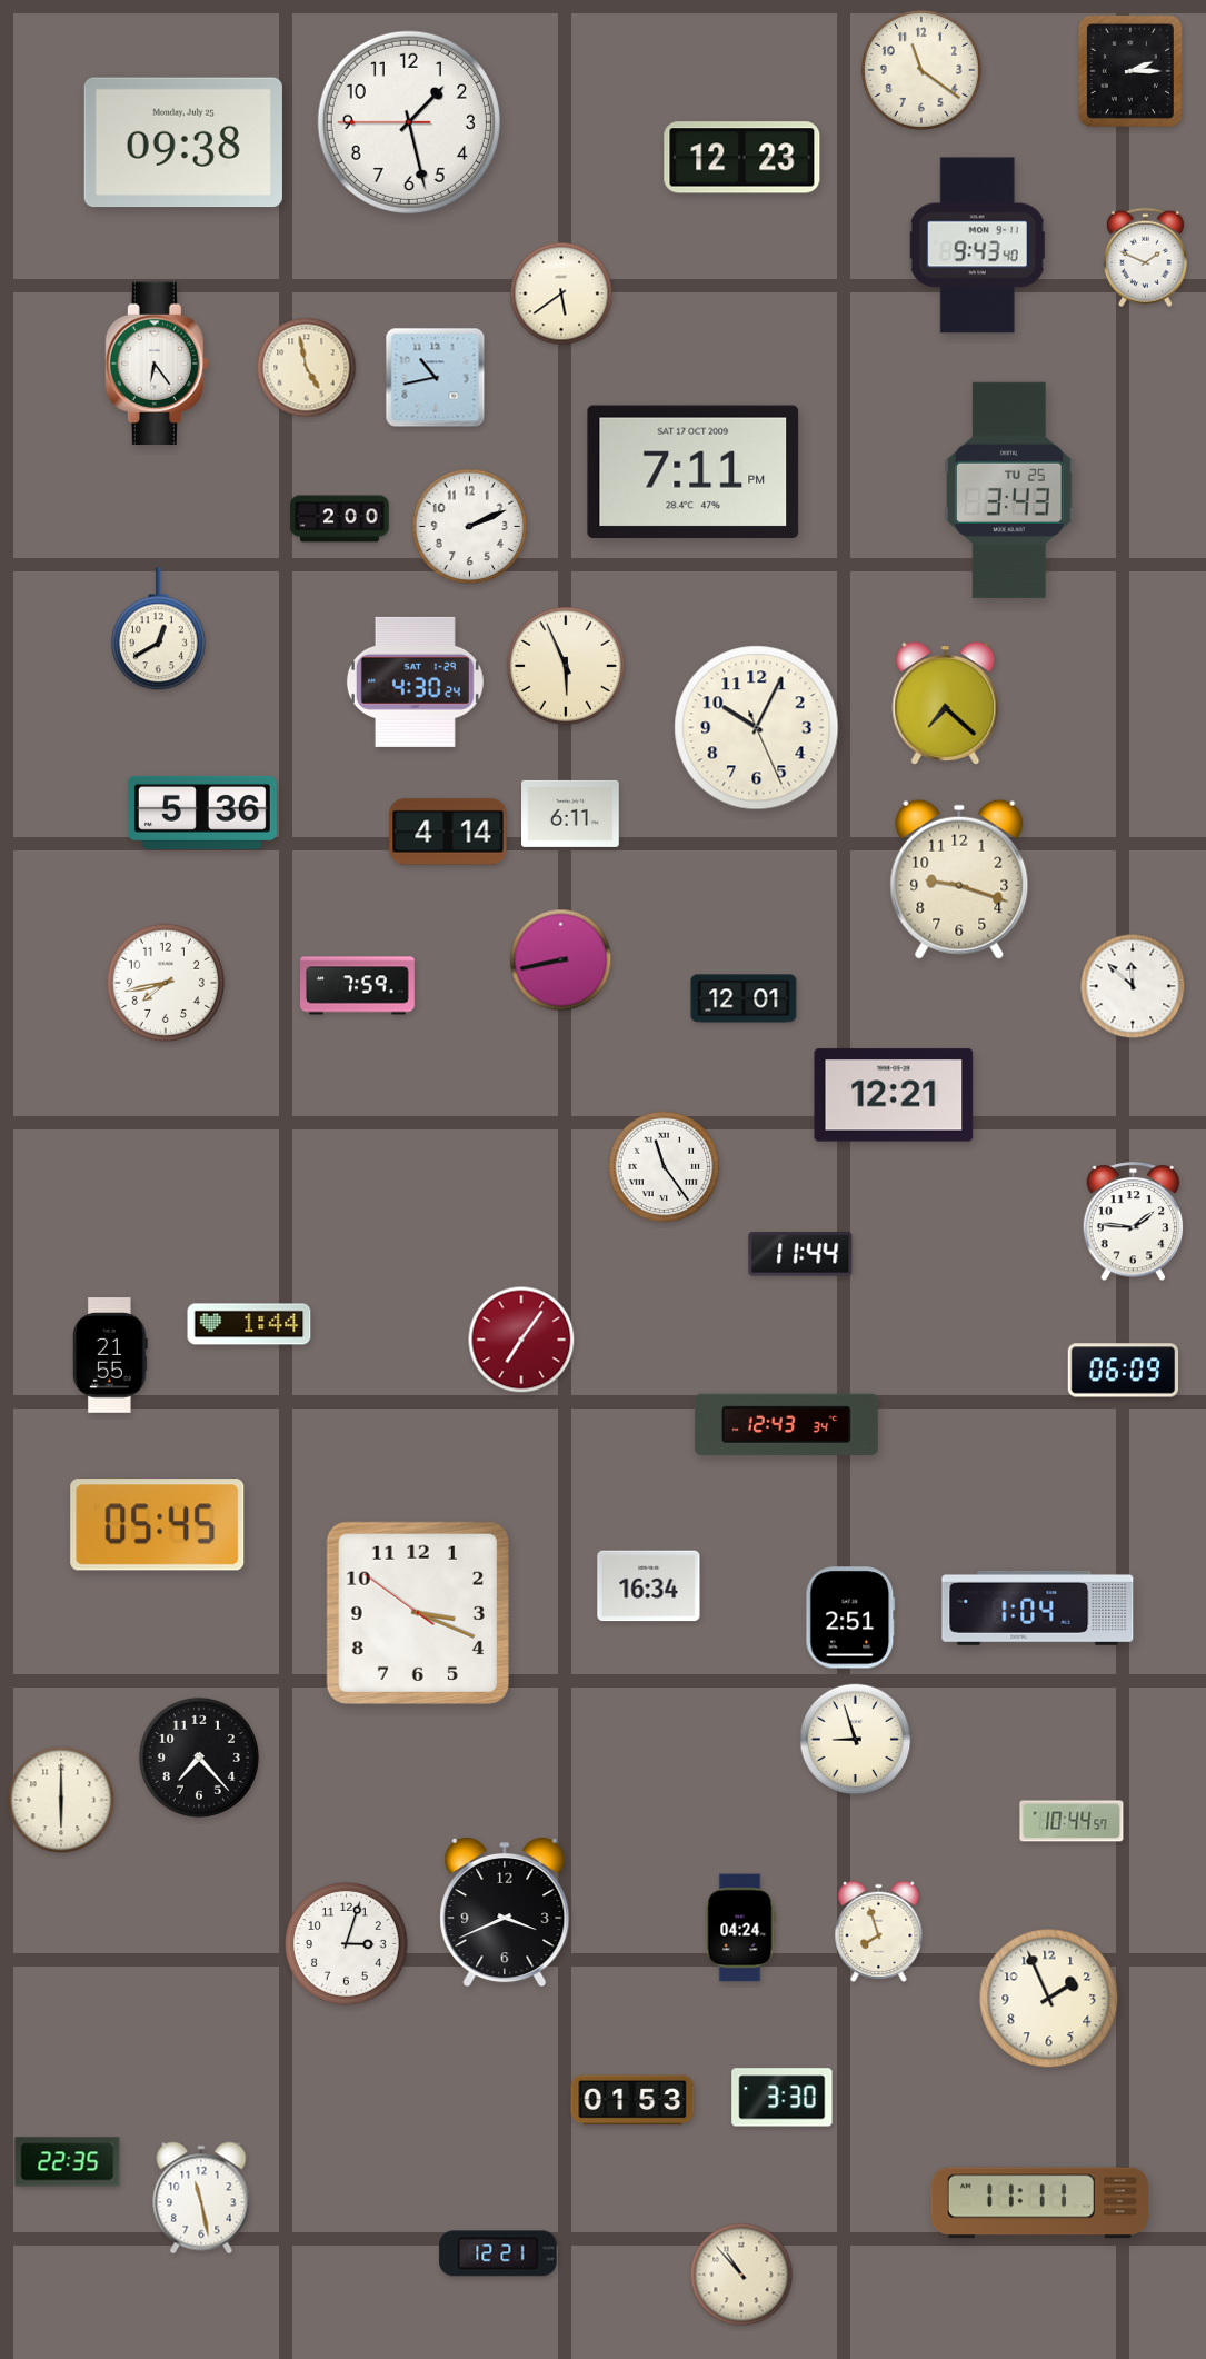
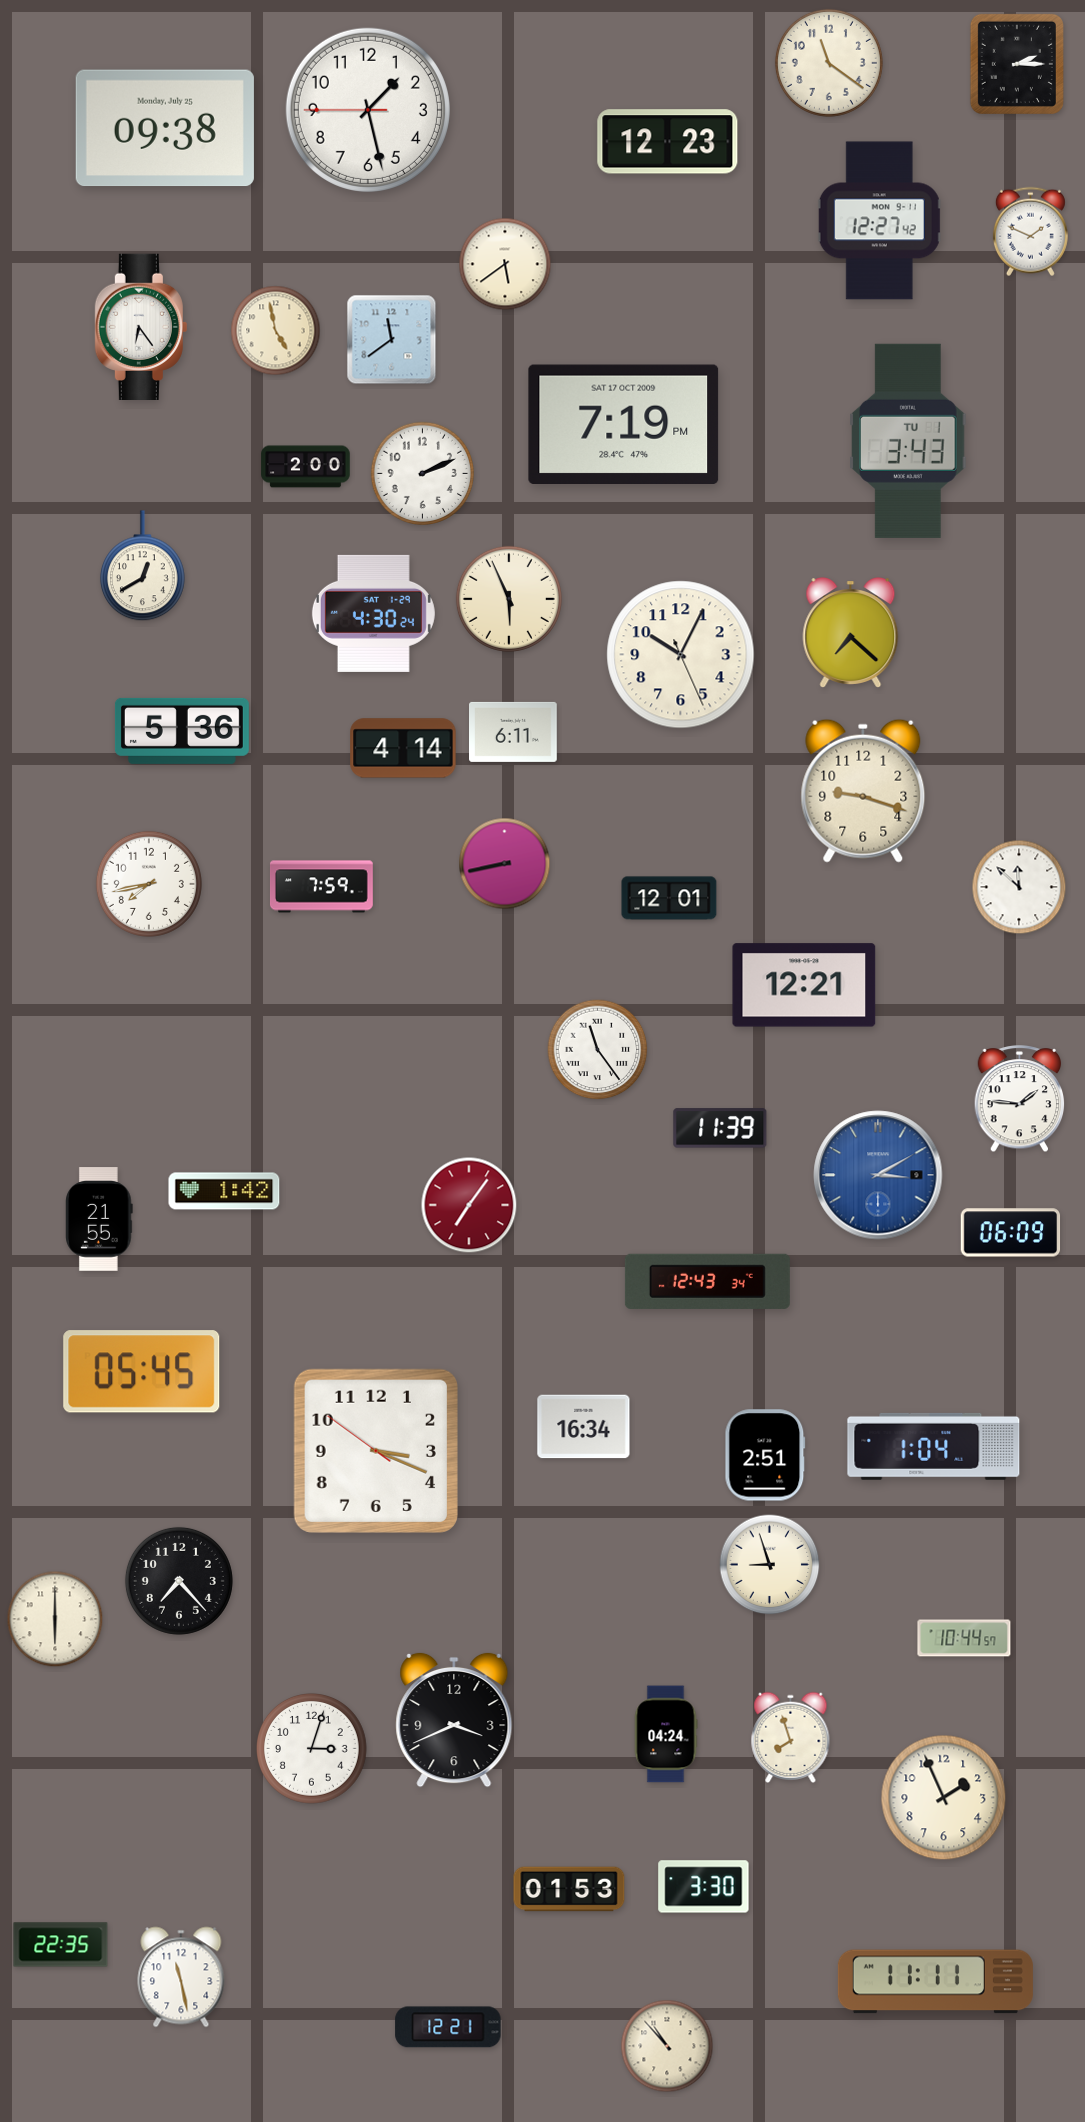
clock at (977, 246): 9:43 -> 12:27
clock at (436, 378): 10:43 -> 11:39
clock at (694, 471): 7:11 -> 7:19
clock at (1009, 490) date: TU 25 -> TU 1
clock at (800, 1254): 11:44 -> 11:39
clock at (878, 1175): none -> 3:10
clock at (249, 1324): 1:44 -> 1:42
